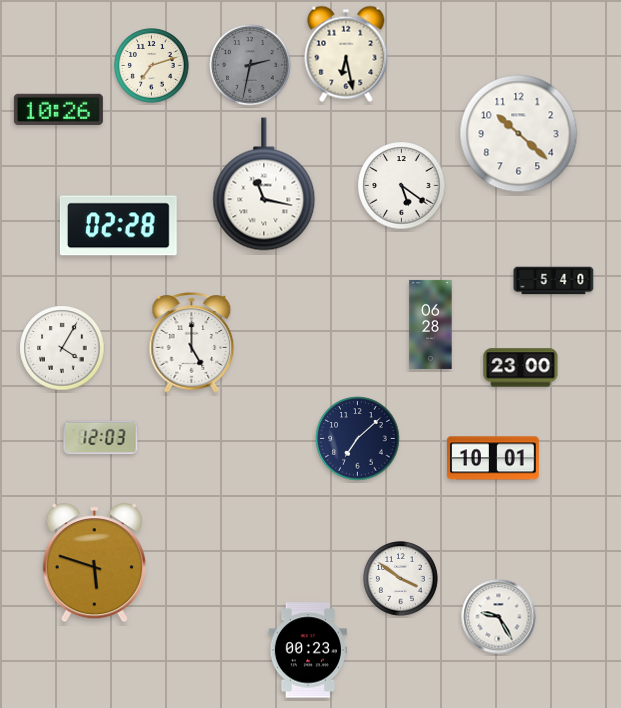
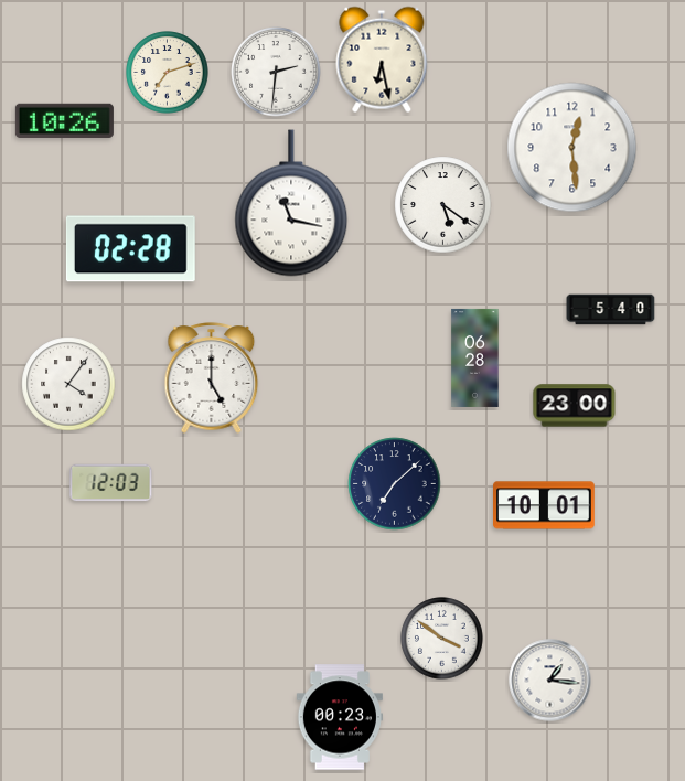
clock at (250, 65): 2:32 -> 2:31
clock at (250, 65) dial: grey -> white
clock at (519, 134): 10:22 -> 12:29
clock at (62, 348): 4:05 -> 4:06
clock at (94, 564): 5:48 -> none
clock at (499, 617): 9:25 -> 1:16
